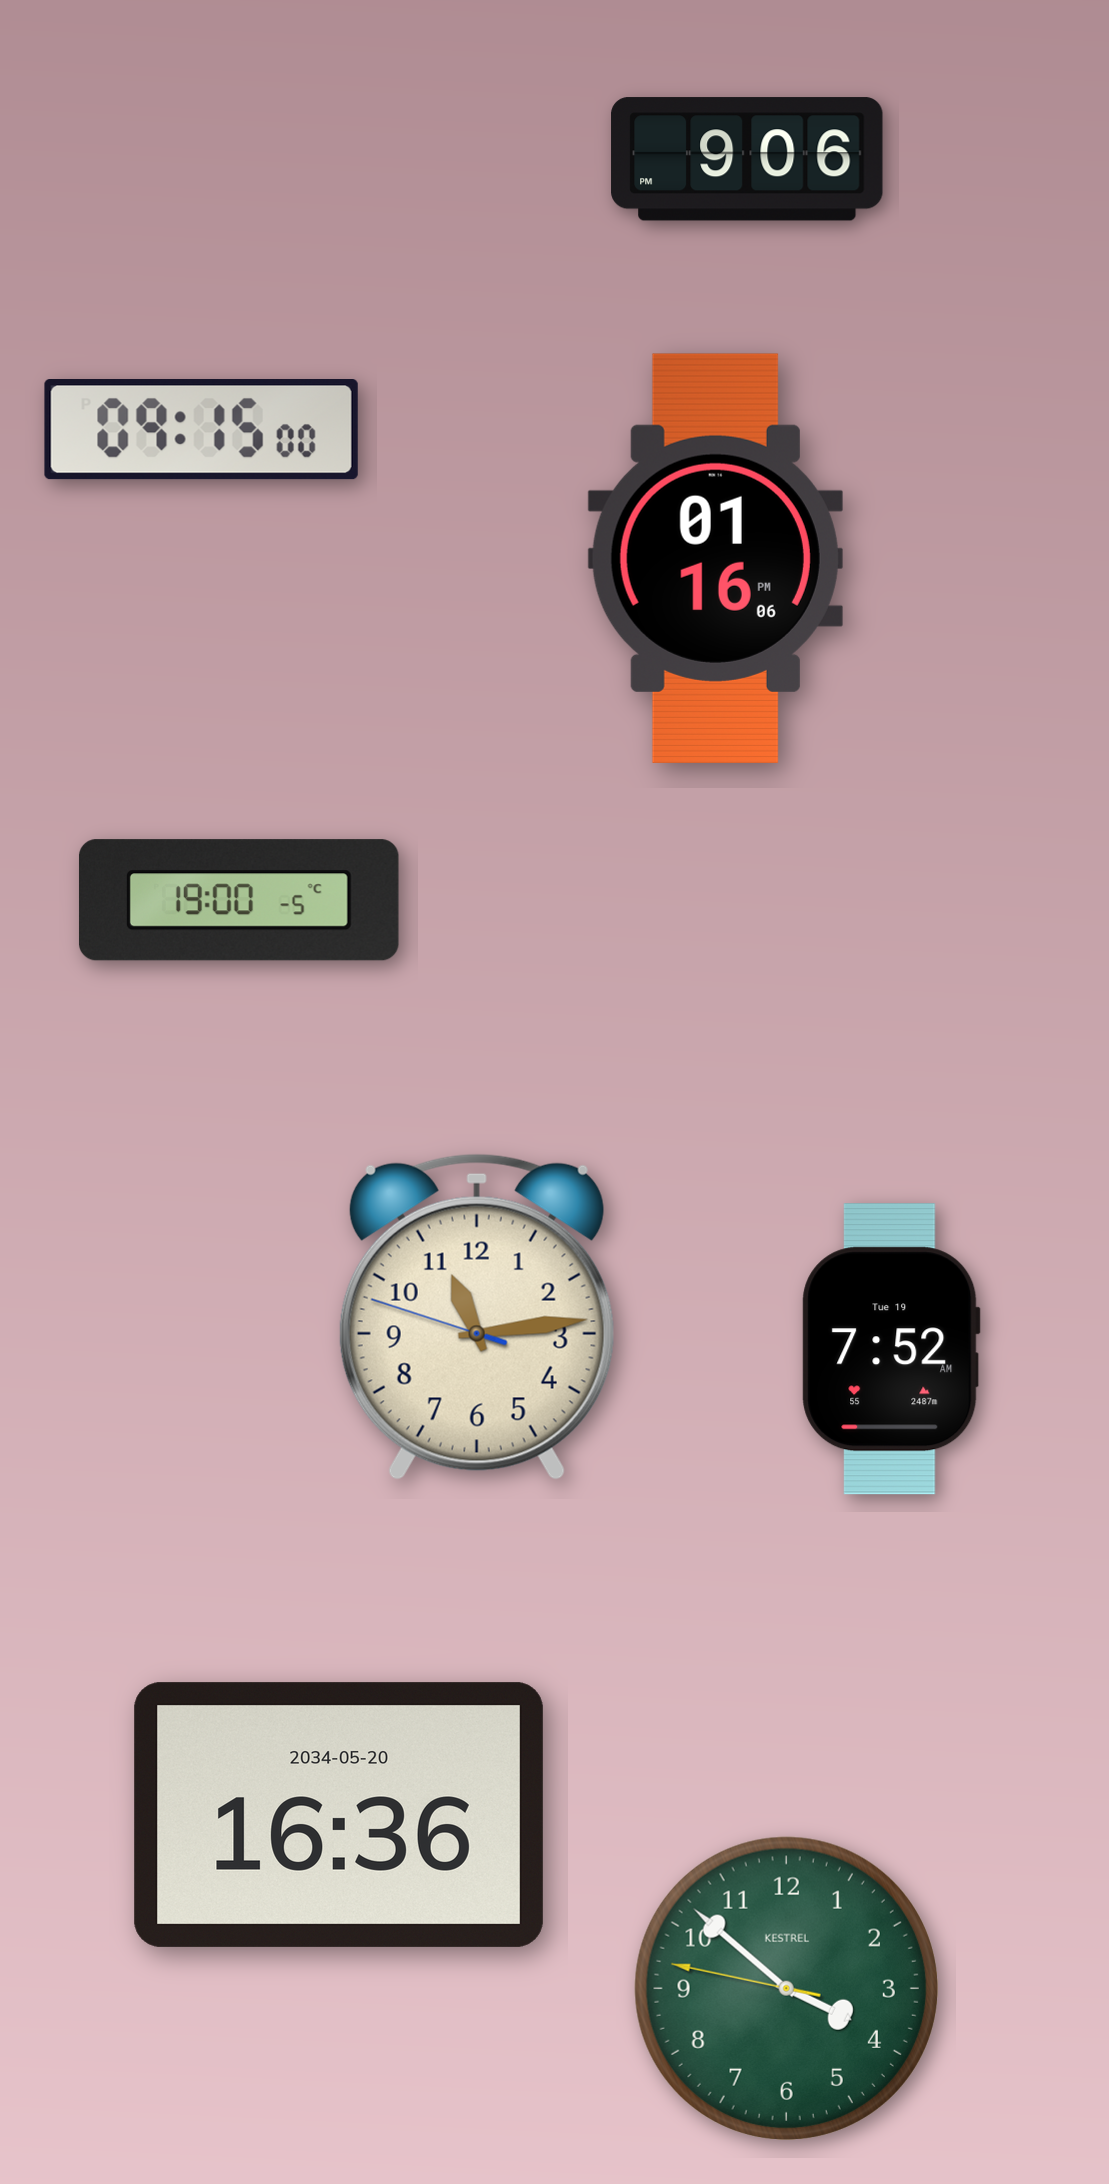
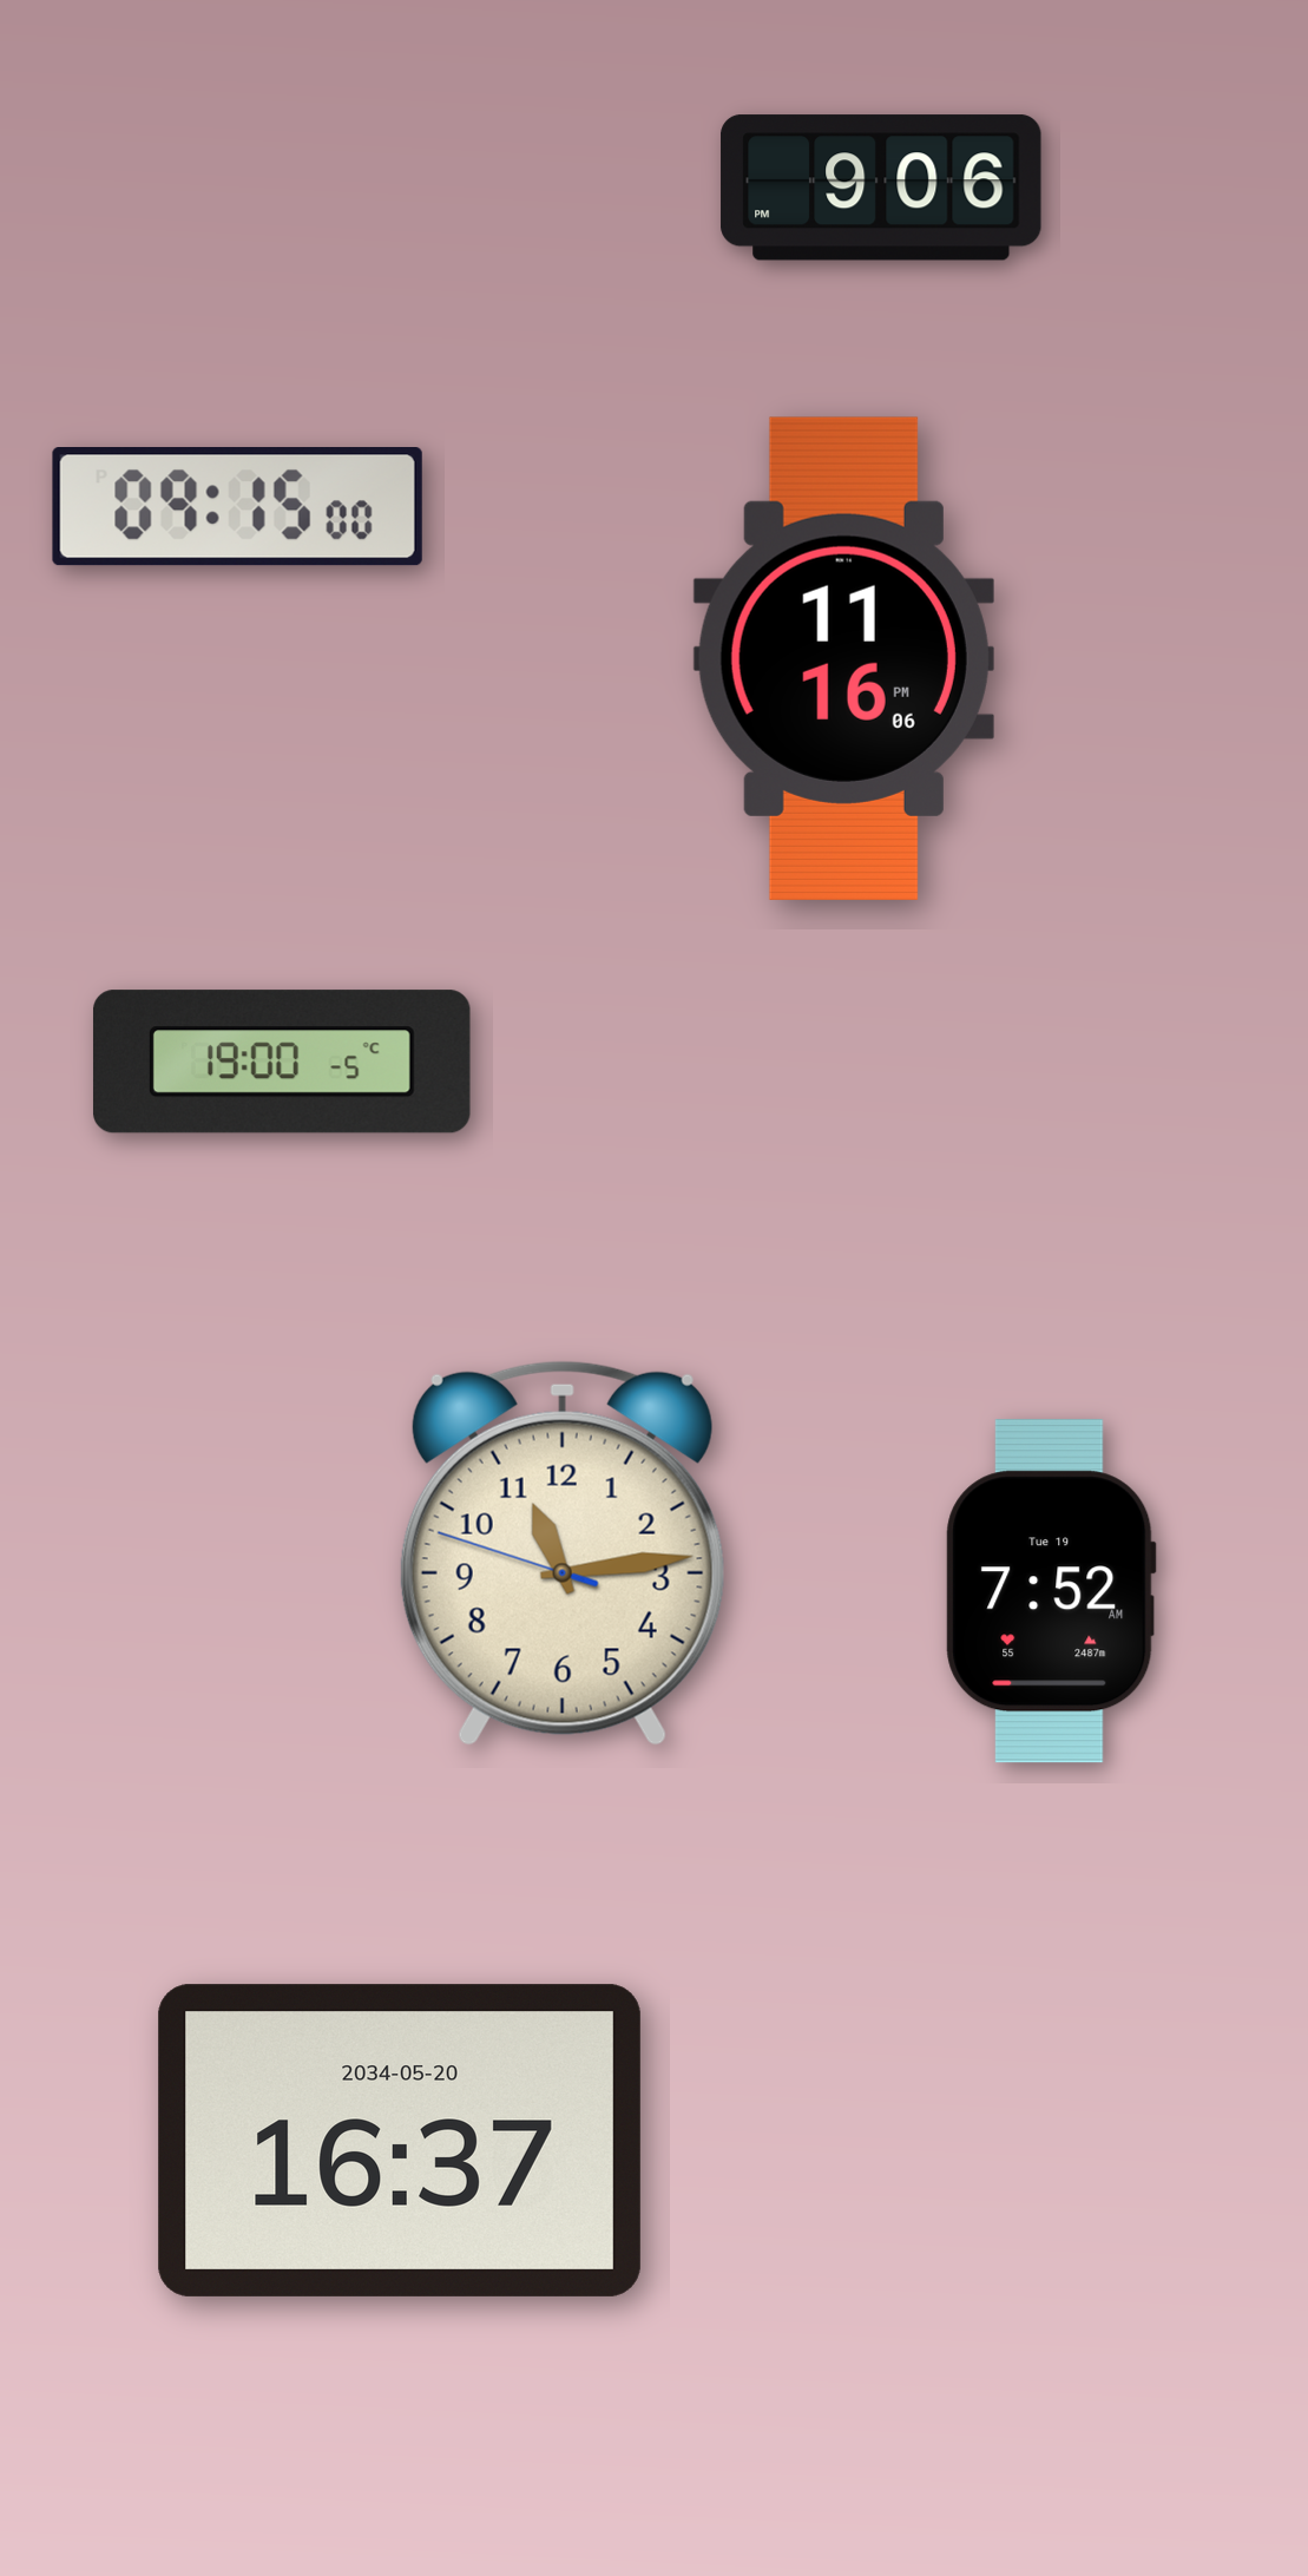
clock at (715, 558): 01:16 -> 11:16
clock at (339, 1815): 16:36 -> 16:37
clock at (786, 1988): 3:51 -> none
